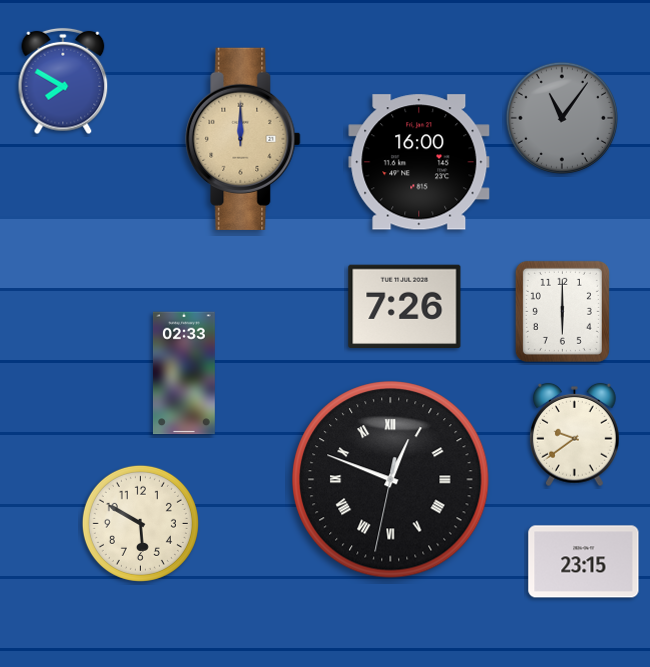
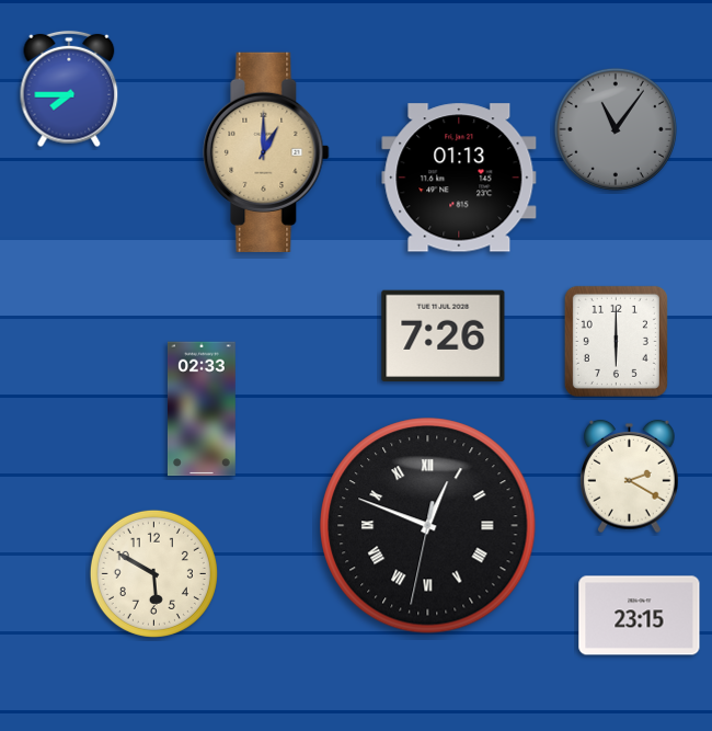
clock at (63, 81): 7:50 -> 7:45
clock at (243, 139): 12:00 -> 1:00
clock at (419, 162): 16:00 -> 01:13
clock at (575, 435): 9:39 -> 2:20
